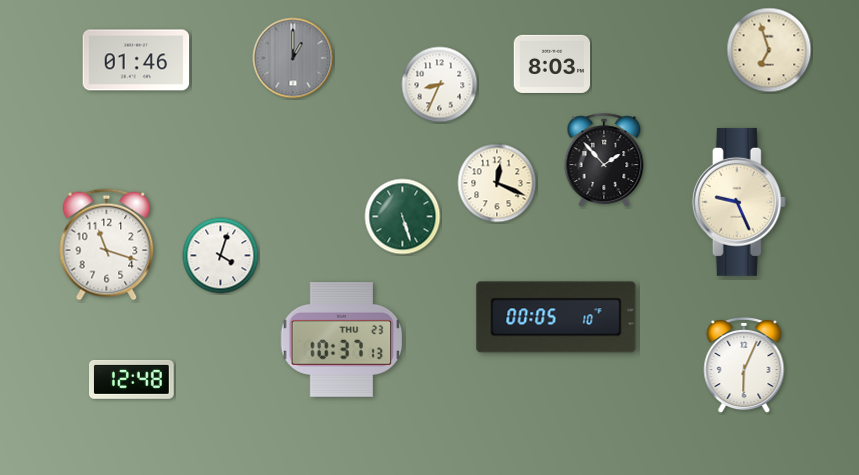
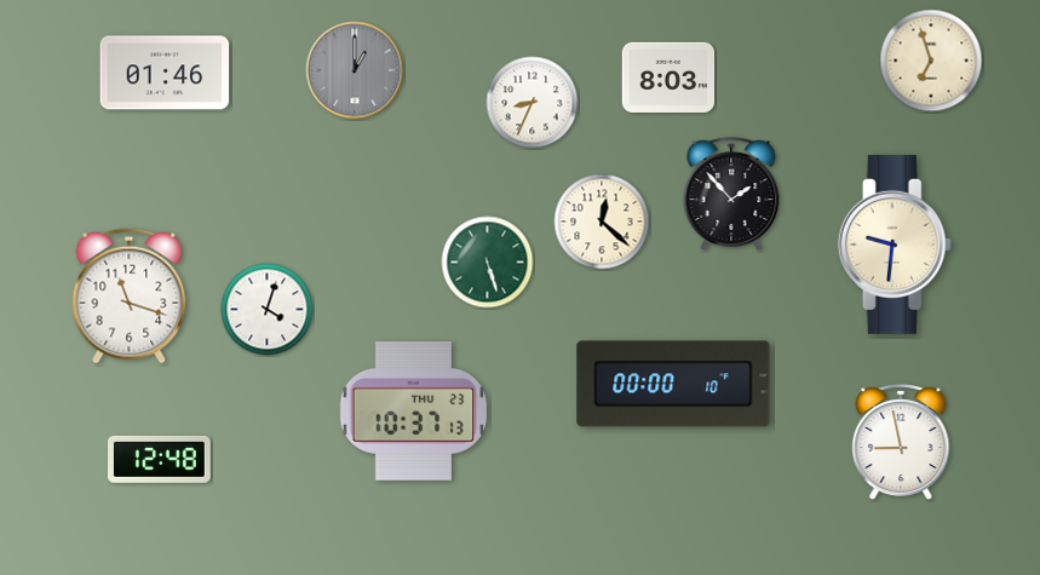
clock at (497, 183): 12:19 -> 12:22
clock at (739, 202): 9:26 -> 9:31
clock at (556, 317): 00:05 -> 00:00
clock at (744, 365): 6:04 -> 8:58
